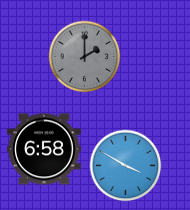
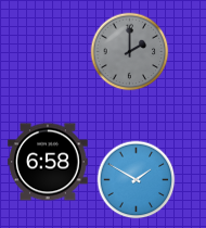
clock at (85, 57) position: (85, 57) -> (130, 52)
clock at (126, 166): 3:50 -> 1:50
